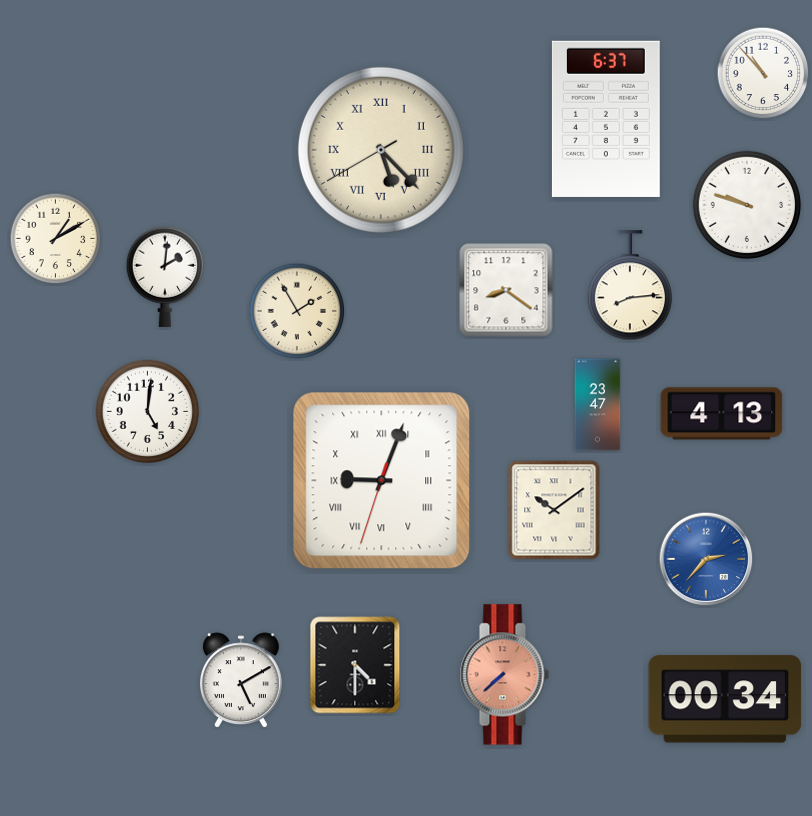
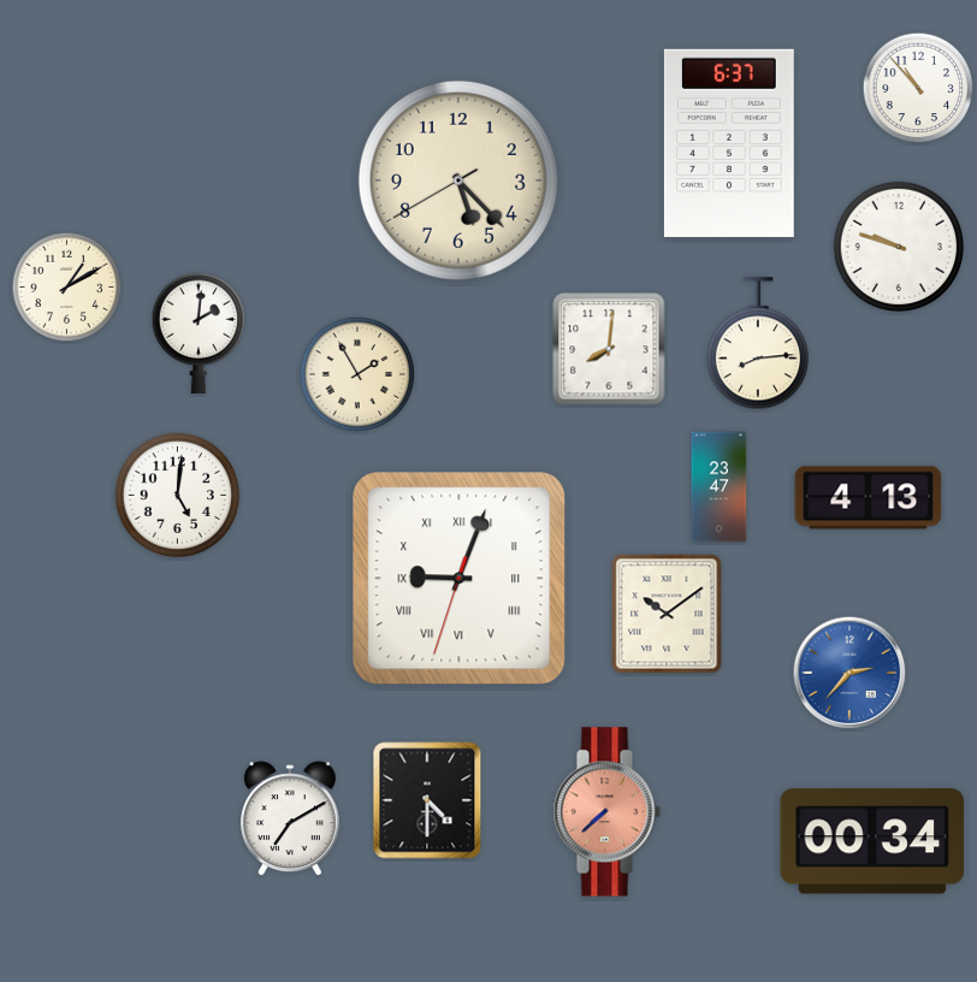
clock at (381, 150) numerals: Roman -> Arabic
clock at (506, 290): 8:21 -> 8:01
clock at (241, 680): 5:10 -> 7:10
